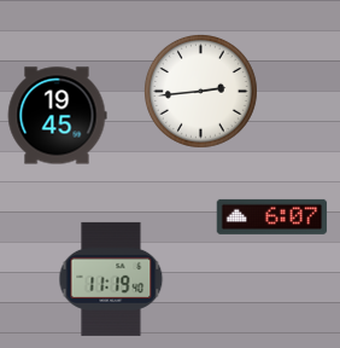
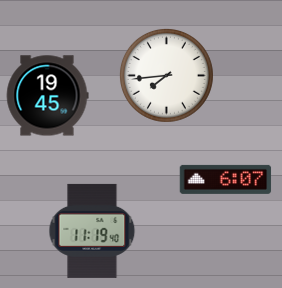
clock at (200, 91): 2:44 -> 7:44
